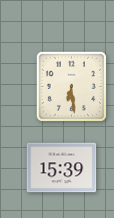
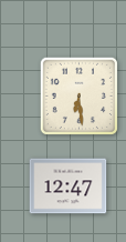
clock at (62, 168): 15:39 -> 12:47
